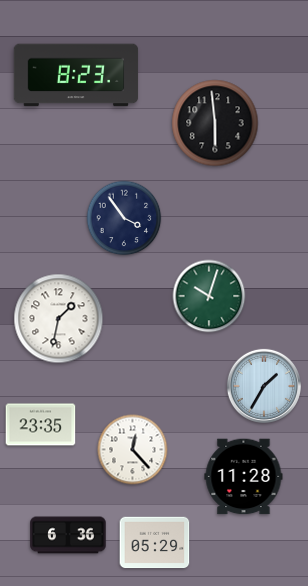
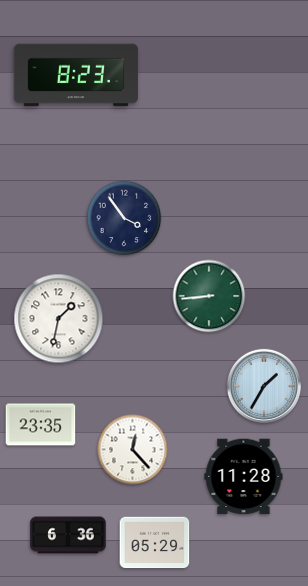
clock at (215, 123): 5:59 -> none
clock at (209, 296): 10:03 -> 8:44
